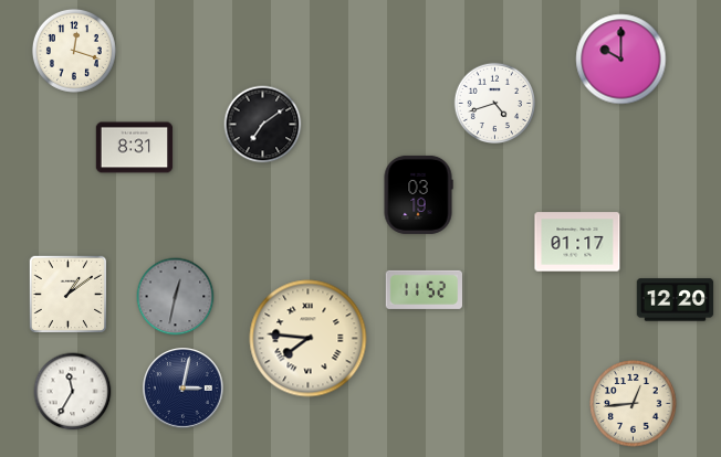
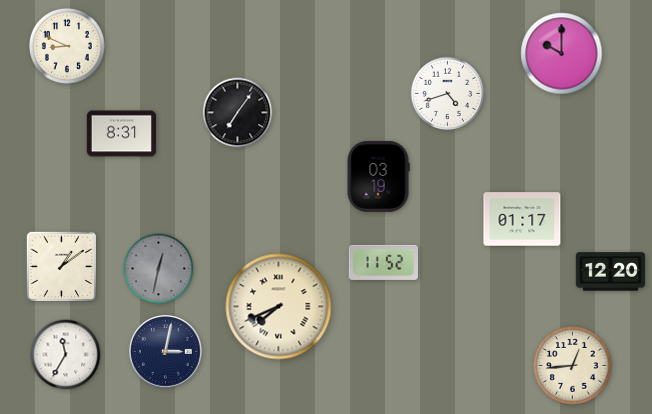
clock at (74, 51): 12:18 -> 8:49
clock at (263, 125): 7:09 -> 7:06
clock at (309, 339): 7:46 -> 7:41
